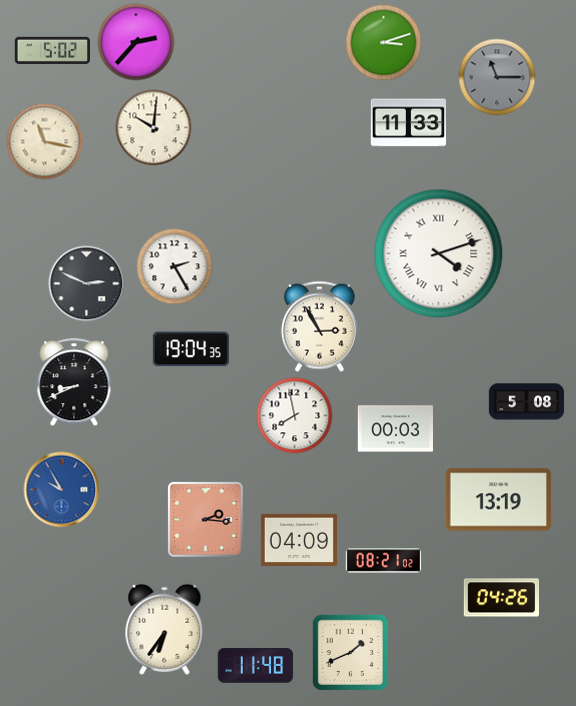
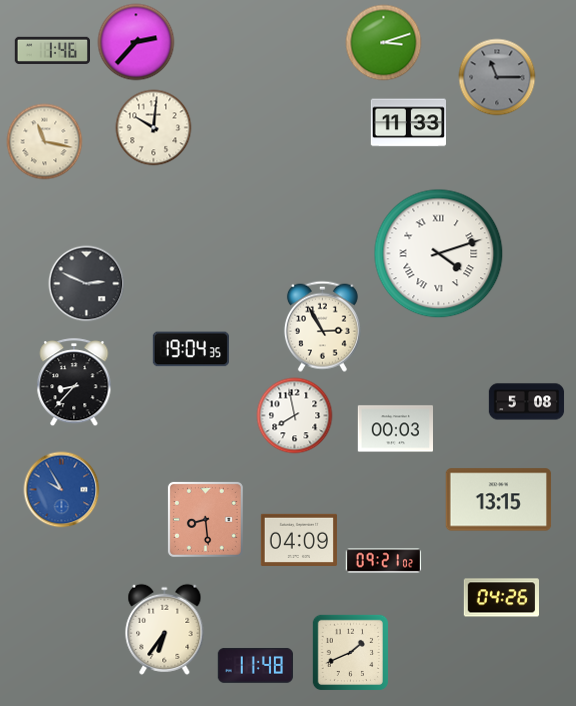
clock at (52, 50): 5:02 -> 1:46
clock at (175, 267): 2:25 -> none
clock at (319, 326) position: (319, 326) -> (322, 326)
clock at (74, 383): 8:41 -> 8:37
clock at (499, 500): 13:19 -> 13:15
clock at (205, 519): 2:16 -> 8:29
clock at (384, 561): 08:21 -> 09:21
